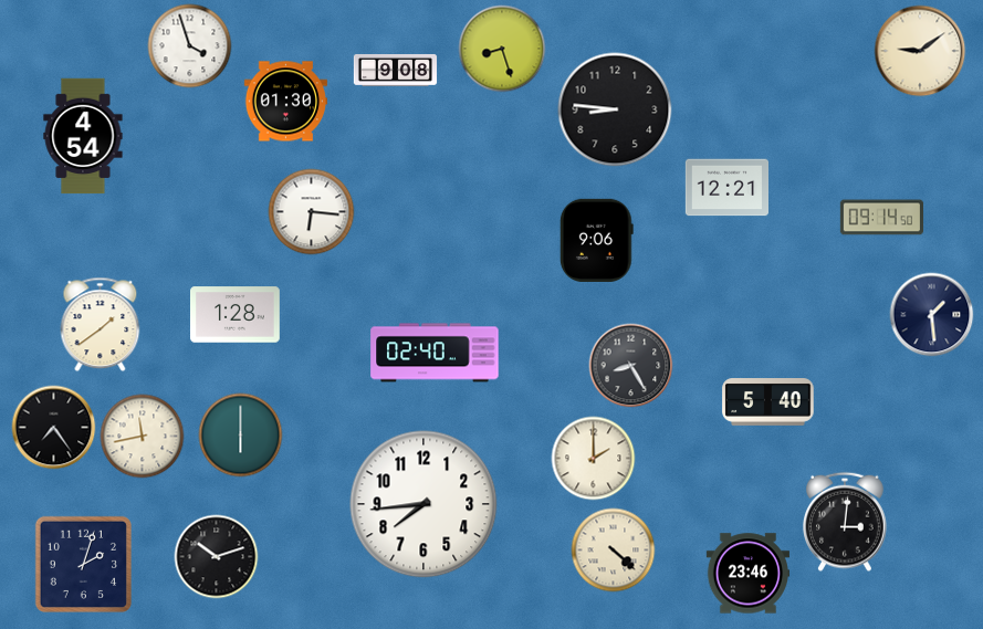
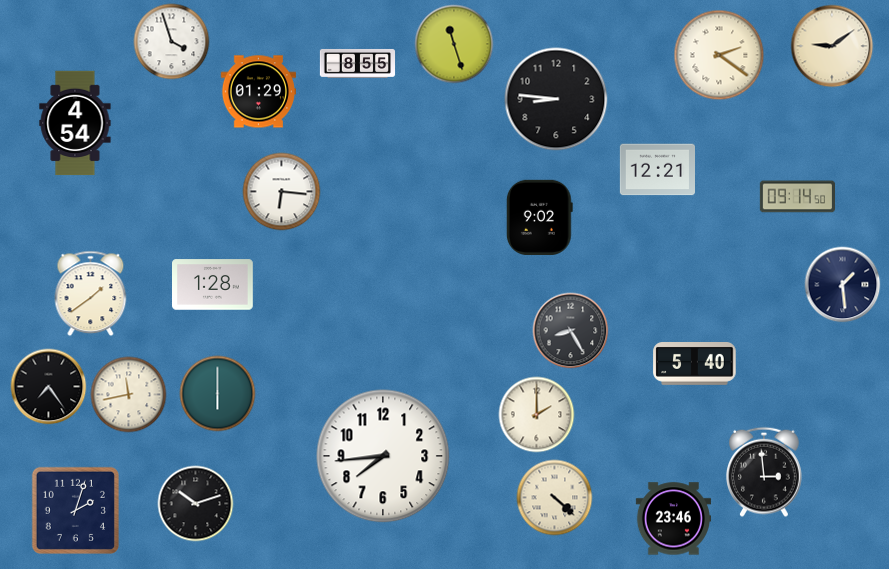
clock at (502, 49): 8:27 -> 11:27
clock at (719, 55): none -> 2:21
clock at (396, 70): 9:08 -> 8:55
clock at (285, 102): 01:30 -> 01:29
clock at (596, 240): 9:06 -> 9:02
clock at (435, 353): 02:40 -> none
clock at (846, 522): 3:01 -> 2:59
clock at (747, 574) position: (747, 574) -> (673, 519)
